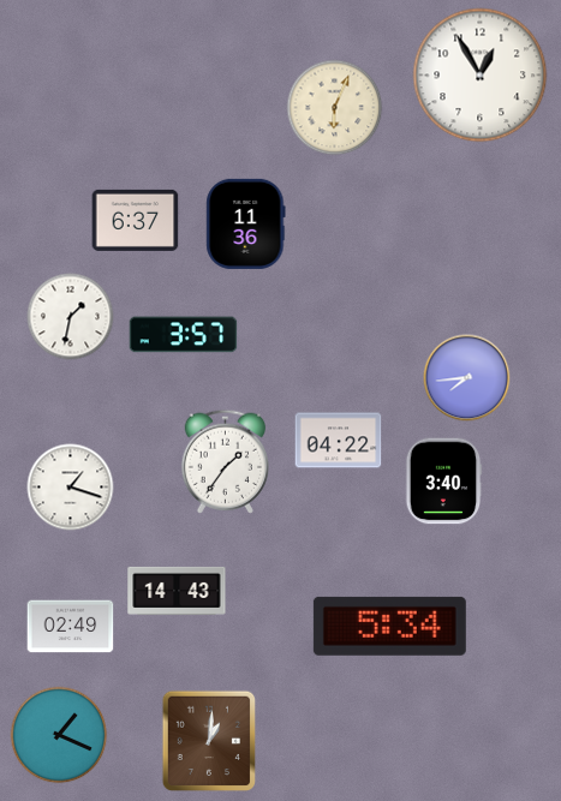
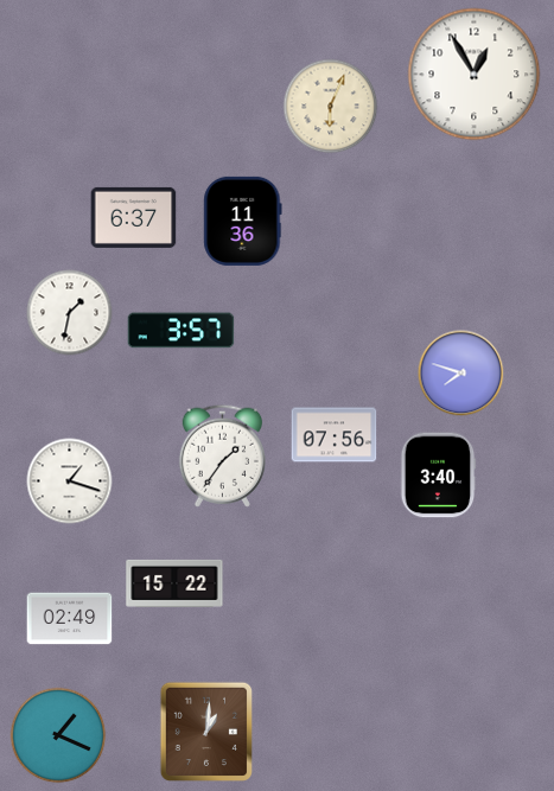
clock at (467, 378): 7:44 -> 7:48
clock at (339, 441): 04:22 -> 07:56
clock at (177, 591): 14:43 -> 15:22
clock at (389, 626): 5:34 -> none
clock at (59, 735) position: (59, 735) -> (58, 735)
